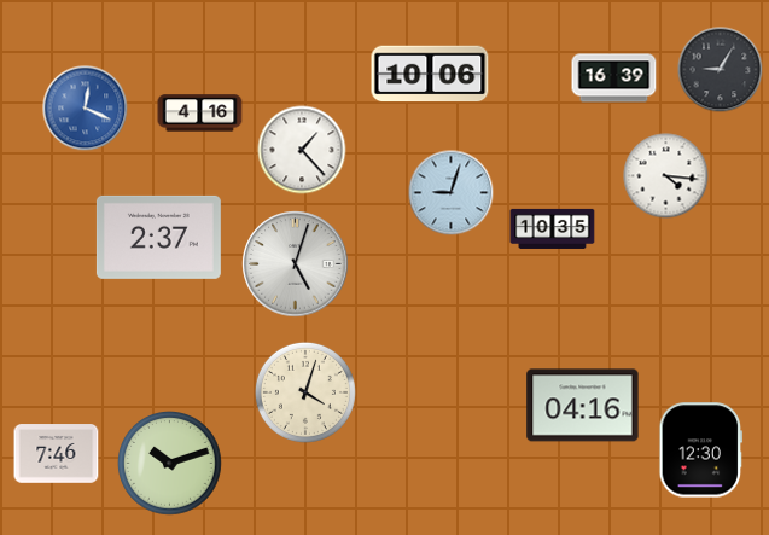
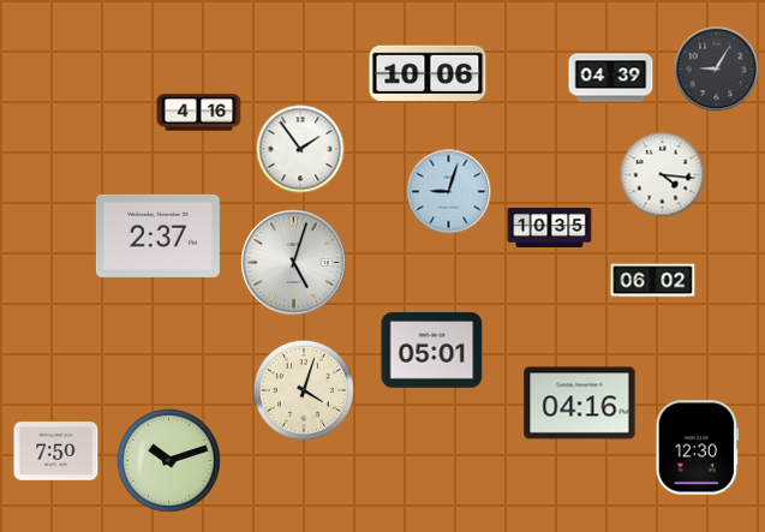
clock at (614, 78): 16:39 -> 04:39
clock at (86, 109): 12:19 -> none
clock at (302, 150): 1:23 -> 1:54
clock at (653, 281): none -> 06:02
clock at (432, 351): none -> 05:01
clock at (57, 454): 7:46 -> 7:50
